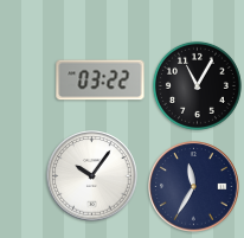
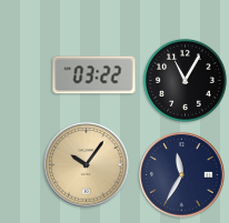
clock at (92, 176) dial: white -> champagne
